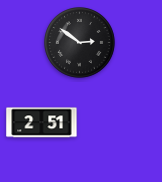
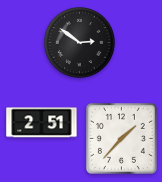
clock at (121, 138): none -> 1:37
